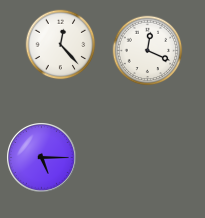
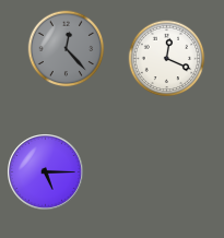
clock at (61, 45) dial: white -> grey
clock at (148, 51) position: (148, 51) -> (167, 59)
